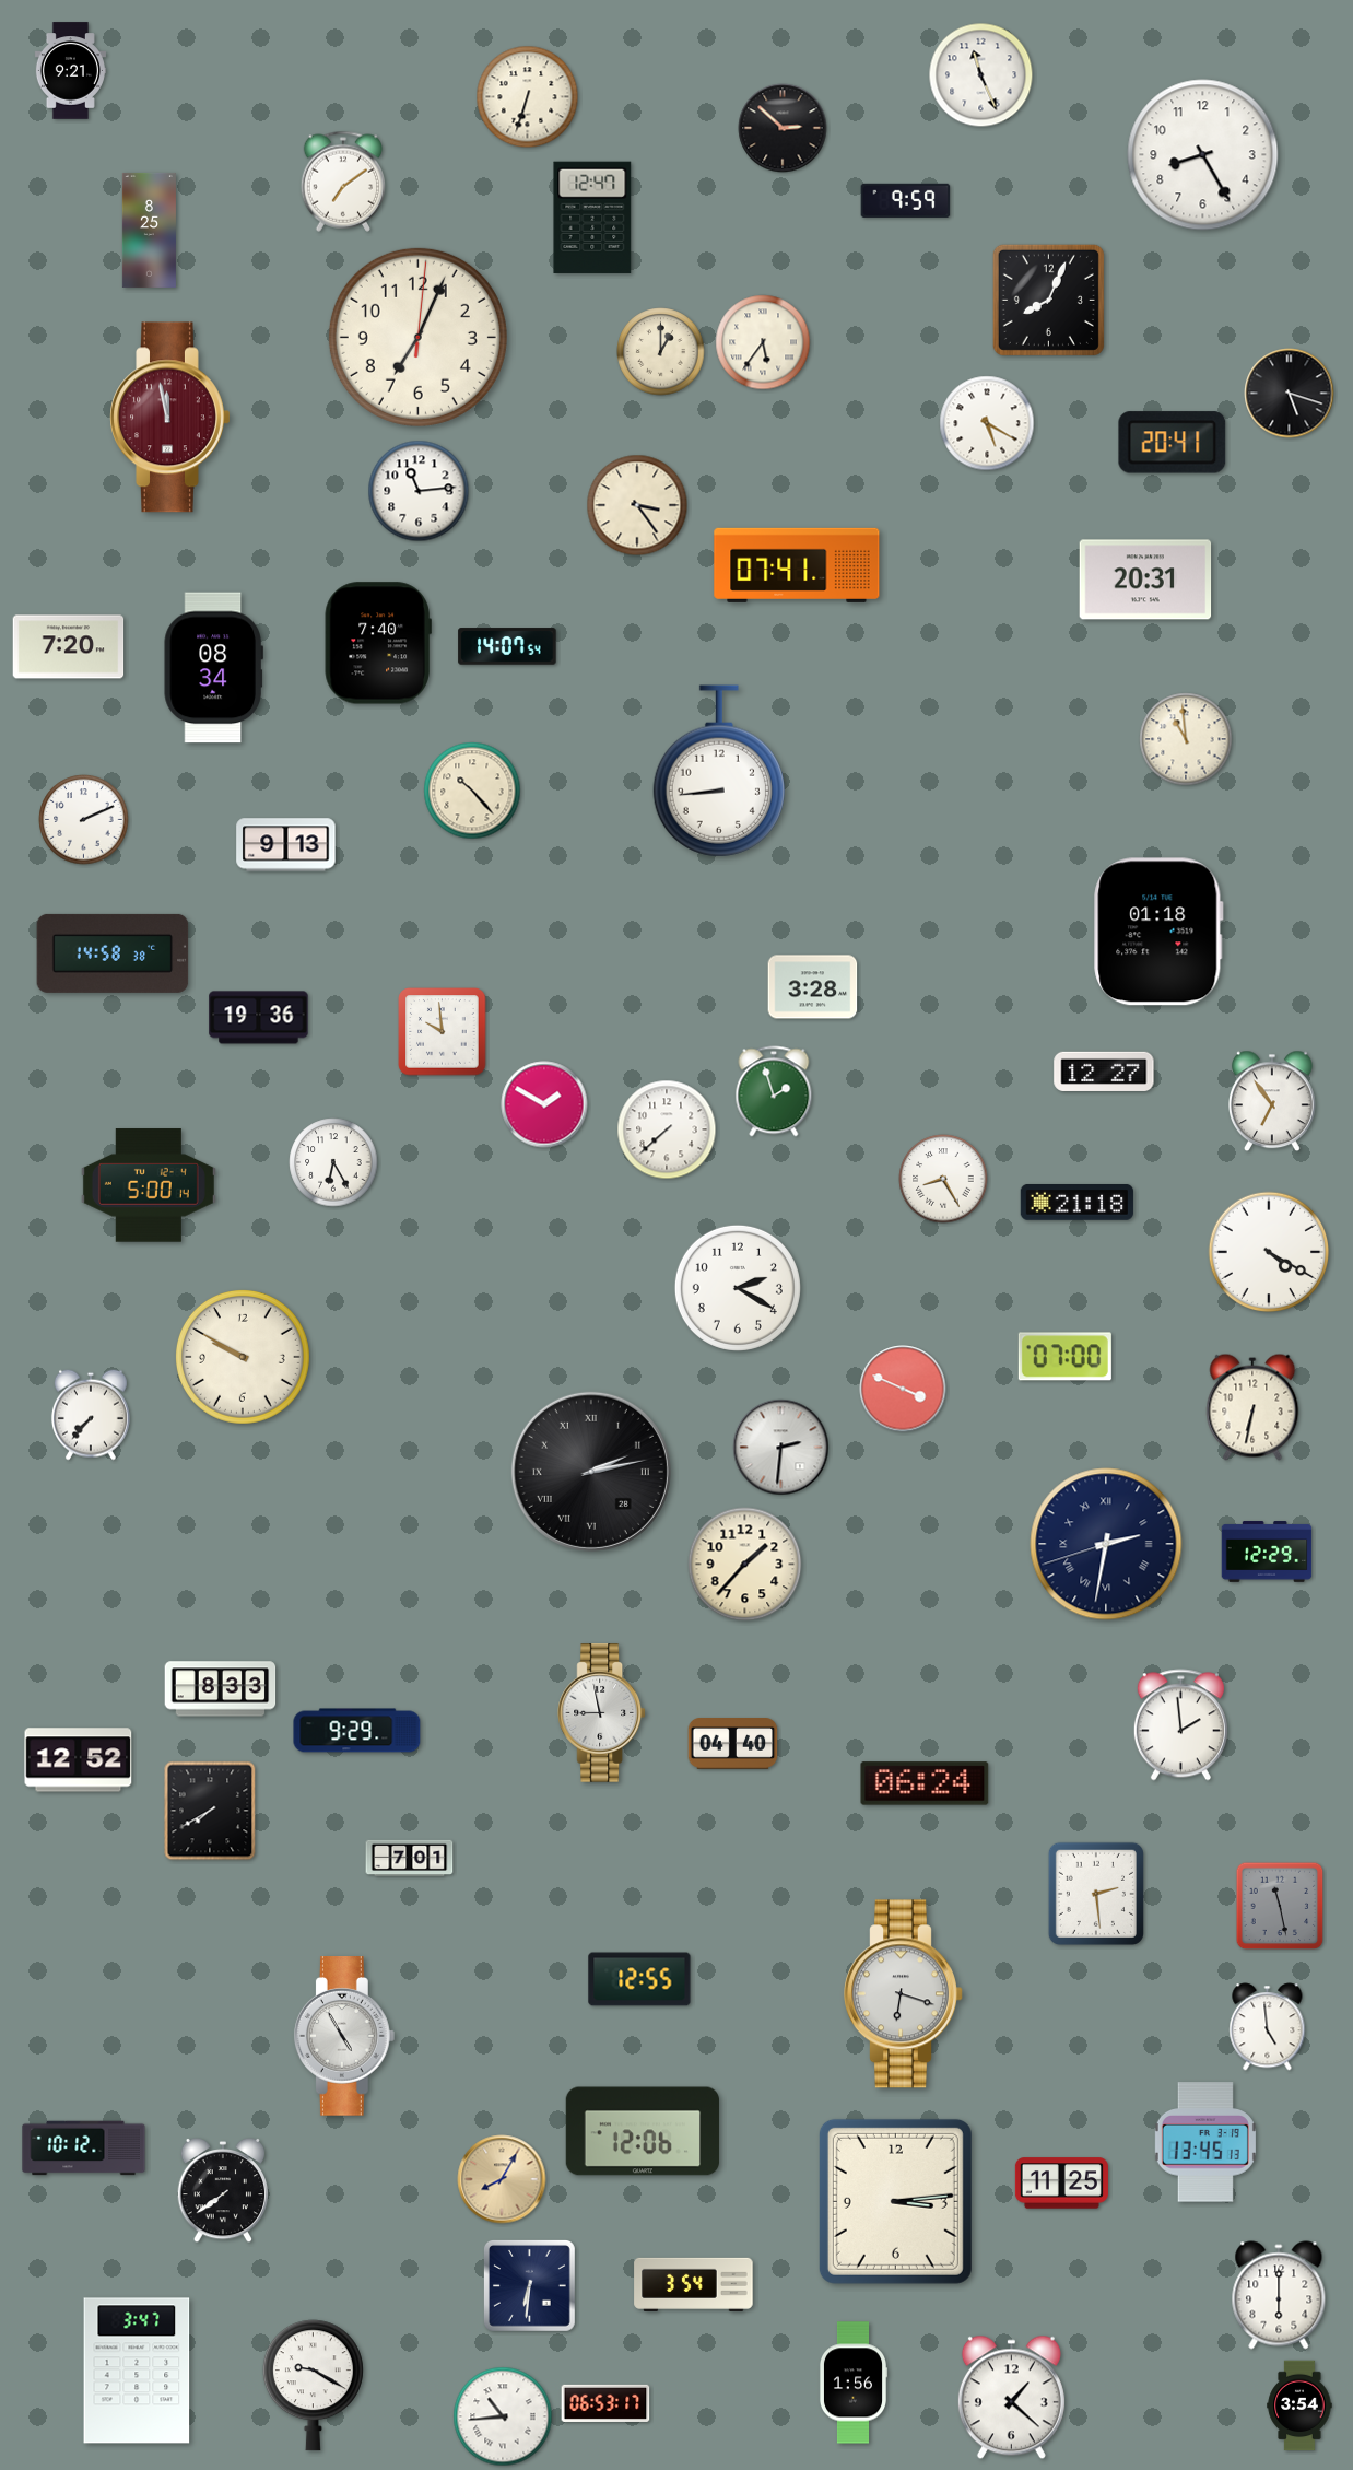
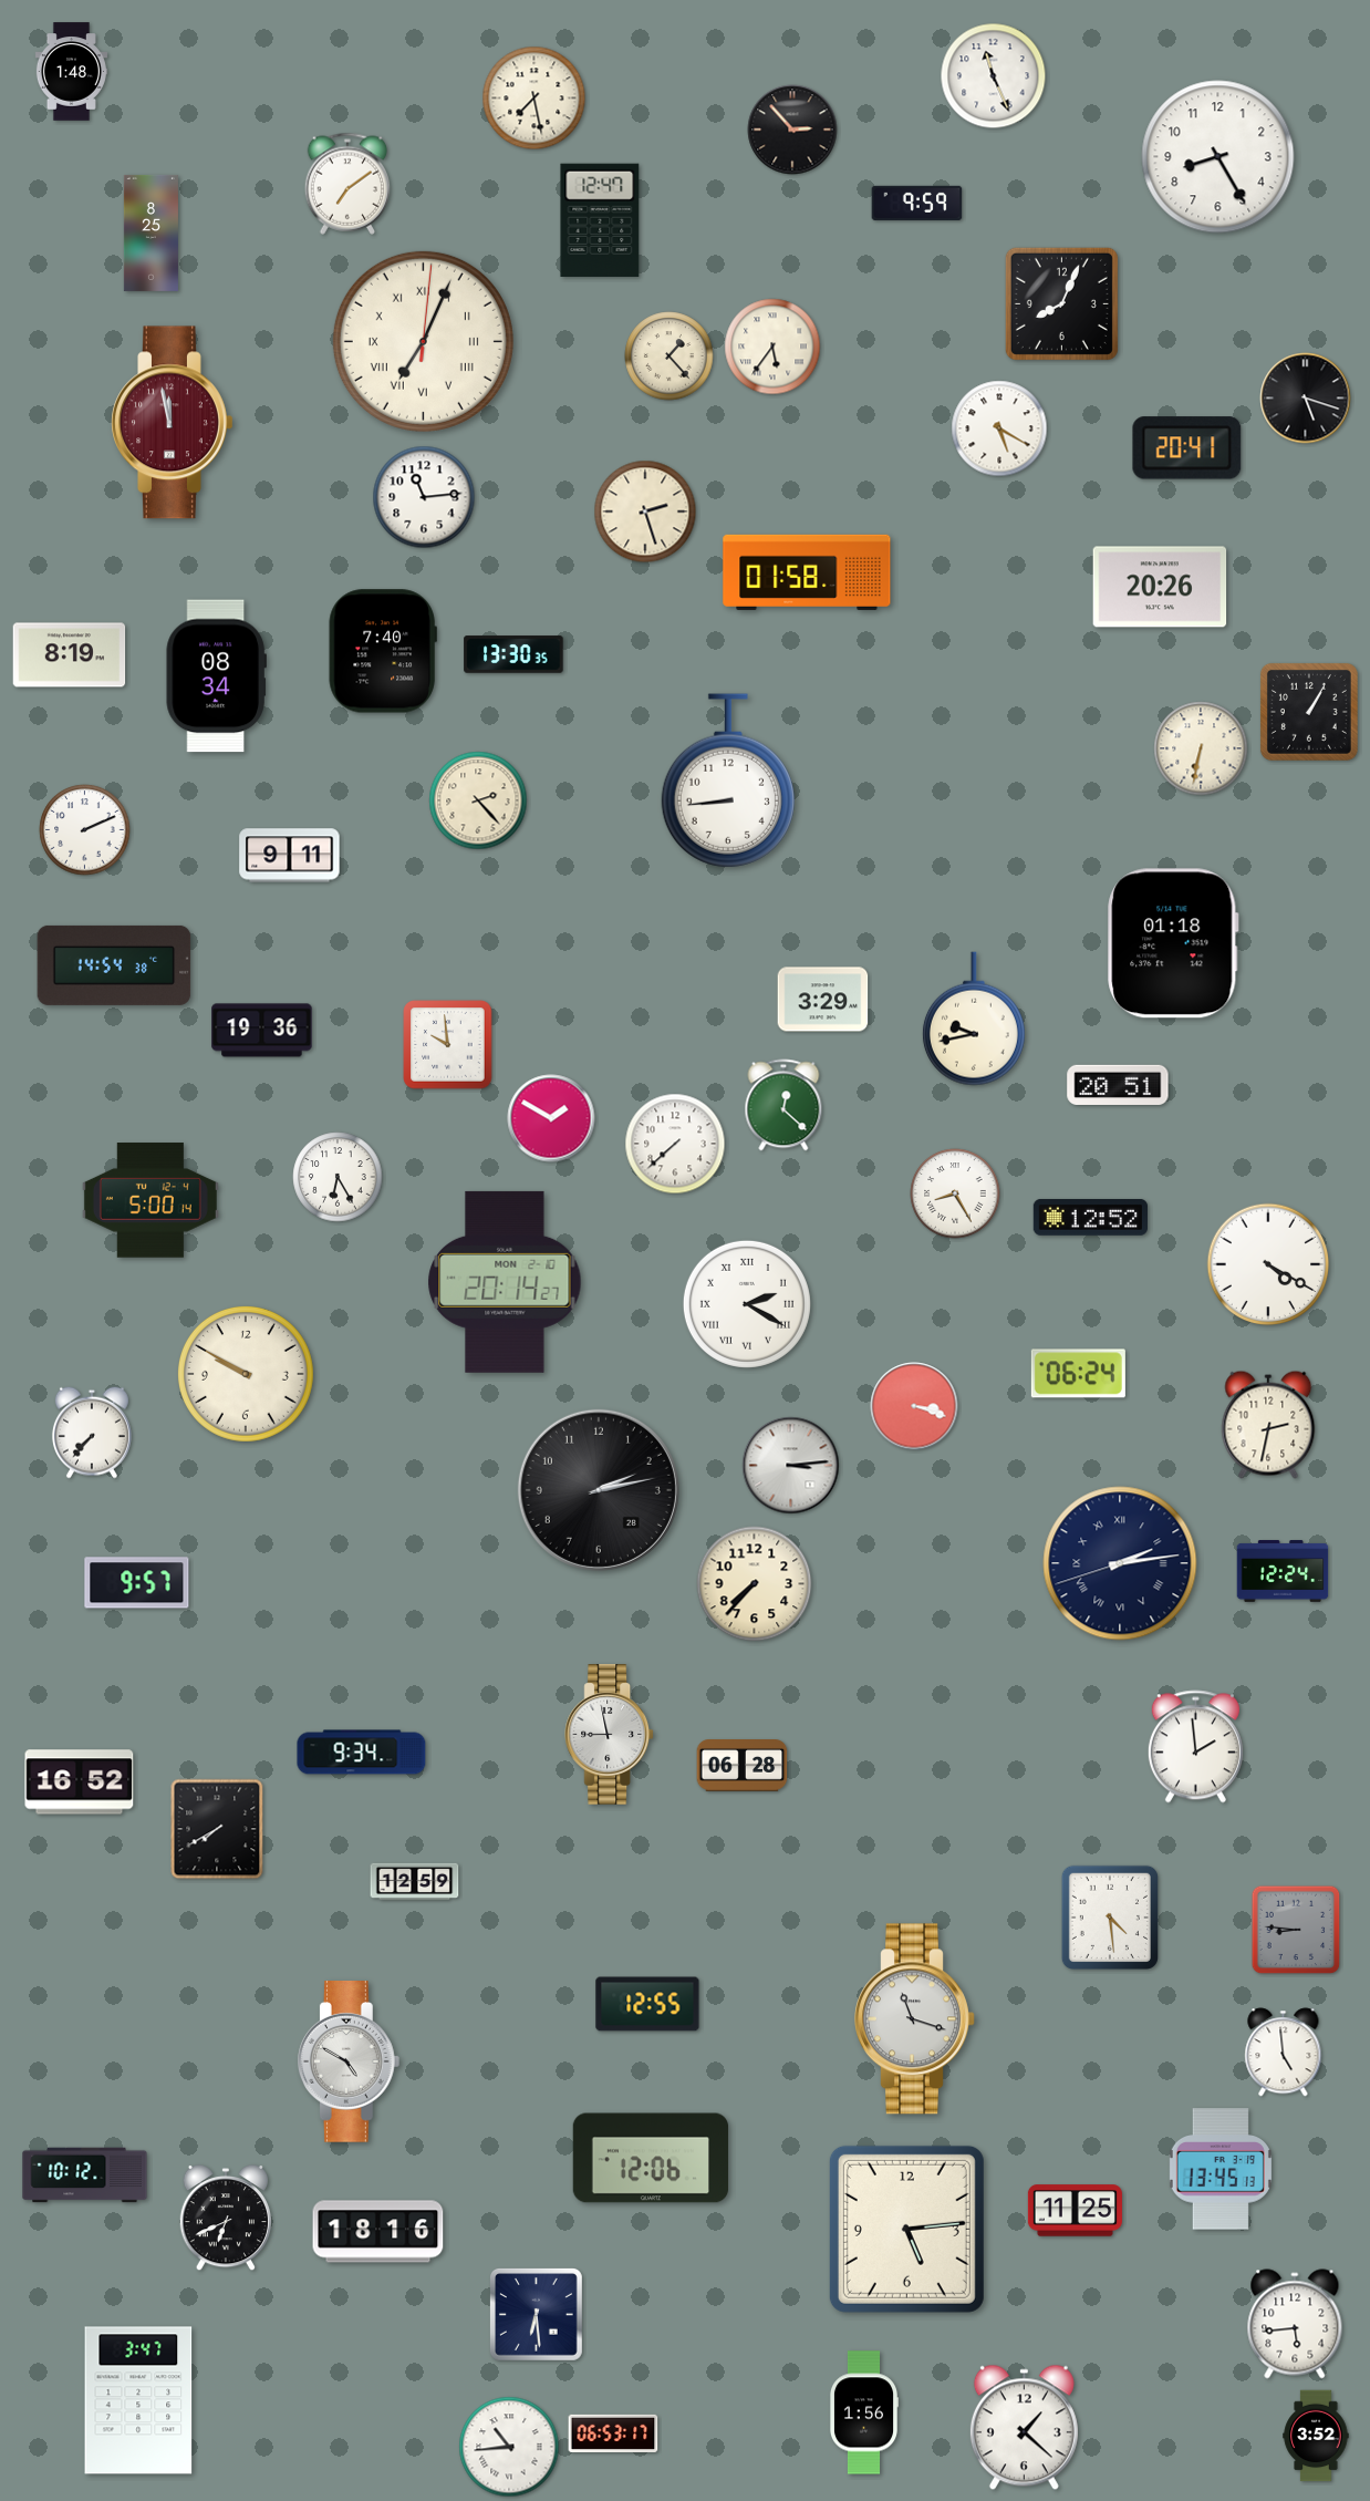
clock at (70, 71): 9:21 -> 1:48
clock at (528, 97): 6:33 -> 7:28
clock at (783, 128): 2:52 -> 2:53
clock at (417, 337) numerals: Arabic -> Roman
clock at (661, 352): 1:00 -> 1:23
clock at (637, 505): 3:24 -> 2:27
clock at (797, 565): 07:41 -> 01:58
clock at (1145, 580): 20:31 -> 20:26
clock at (507, 646): 14:07 -> 13:30
clock at (69, 647): 7:20 -> 8:19
clock at (1309, 712): none -> 1:05
clock at (1186, 739): 10:59 -> 6:32
clock at (472, 791): 10:23 -> 2:23
clock at (286, 845): 9:13 -> 9:11
clock at (113, 953): 14:58 -> 14:54
clock at (813, 987): 3:28 -> 3:29
clock at (974, 1019): none -> 9:43
clock at (1104, 1072): 12:27 -> 20:51
clock at (774, 1091): 1:57 -> 12:22
clock at (1273, 1101): 6:54 -> none
clock at (1076, 1203): 21:18 -> 12:52
clock at (1269, 1252) position: (1269, 1252) -> (1268, 1264)
clock at (505, 1282): none -> 20:14
clock at (738, 1288) numerals: Arabic -> Roman
clock at (1064, 1357): 07:00 -> 06:24
clock at (903, 1389): 3:49 -> 3:18
clock at (1252, 1407): 6:32 -> 2:32
clock at (781, 1448): 2:31 -> 3:14
clock at (591, 1472) numerals: Roman -> Arabic
clock at (1106, 1544): 2:31 -> 2:13
clock at (1267, 1552): 12:29 -> 12:24
clock at (137, 1583): none -> 9:57
clock at (745, 1565): 1:37 -> 7:37
clock at (221, 1689): 8:33 -> none
clock at (357, 1731): 9:29 -> 9:34
clock at (733, 1744): 04:40 -> 06:28
clock at (79, 1760): 12:52 -> 16:52
clock at (925, 1783): 06:24 -> none
clock at (210, 1811) position: (210, 1811) -> (217, 1829)
clock at (410, 1858): 7:01 -> 12:59
clock at (1096, 1894): 2:29 -> 4:29
clock at (1280, 1906): 11:28 -> 8:46
clock at (904, 1994): 6:18 -> 11:18
clock at (344, 2037): 4:55 -> 4:50
clock at (502, 2179): 8:05 -> none
clock at (223, 2190): 7:39 -> 6:41
clock at (895, 2201): 3:14 -> 5:14
clock at (378, 2232): none -> 18:16
clock at (694, 2284): 3:54 -> none
clock at (529, 2285): 6:31 -> 6:29
clock at (1279, 2295): 6:00 -> 5:44
clock at (313, 2386): 9:20 -> none
clock at (1299, 2405): 3:54 -> 3:52
